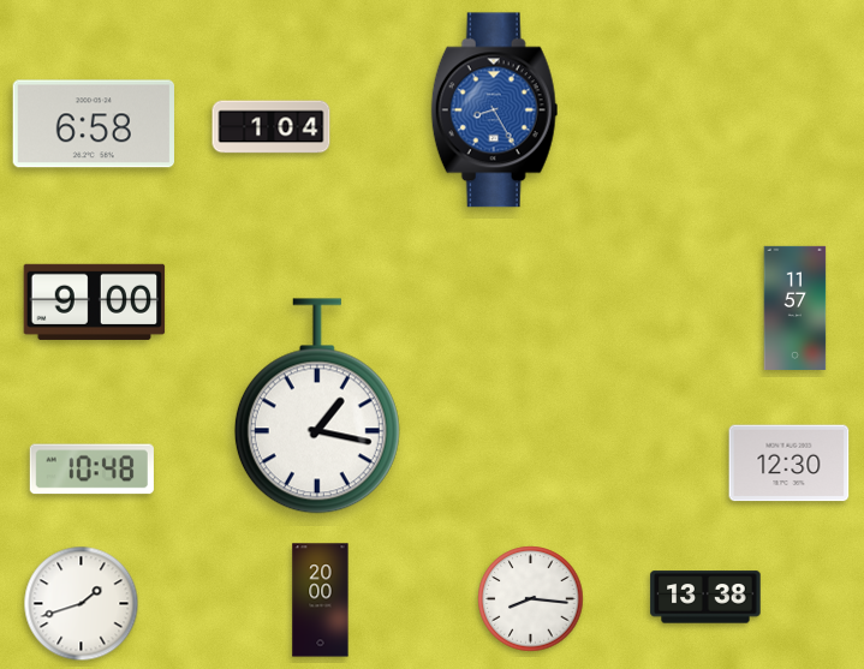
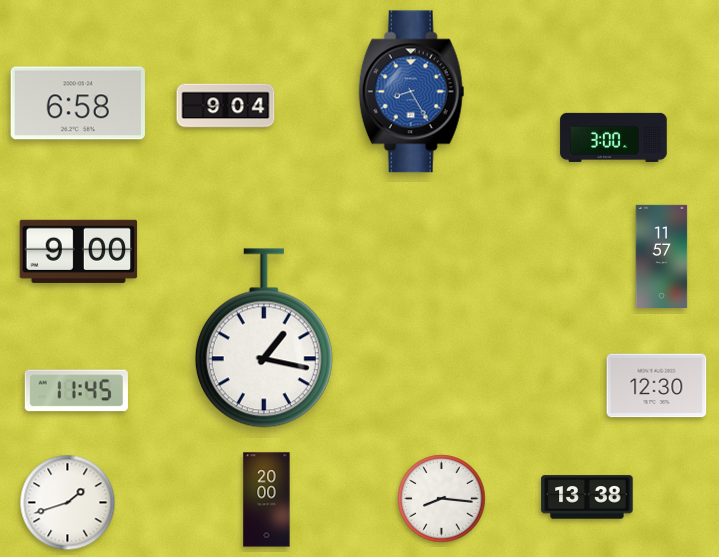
clock at (272, 127): 1:04 -> 9:04
clock at (614, 137): none -> 3:00
clock at (91, 470): 10:48 -> 11:45
